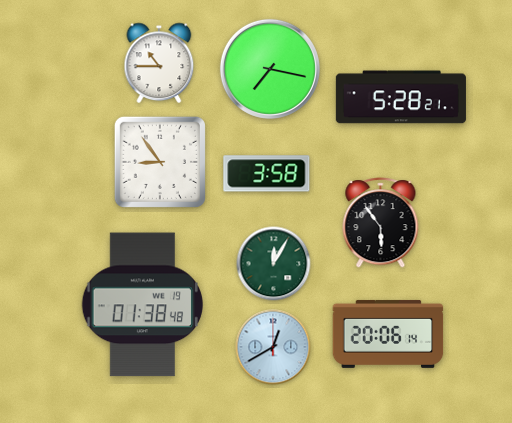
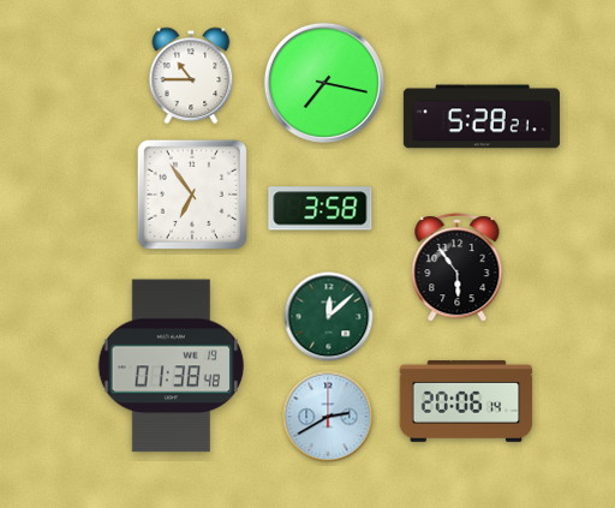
clock at (160, 162): 8:54 -> 6:54
clock at (274, 264): 12:05 -> 12:08
clock at (273, 347): 12:40 -> 2:40
